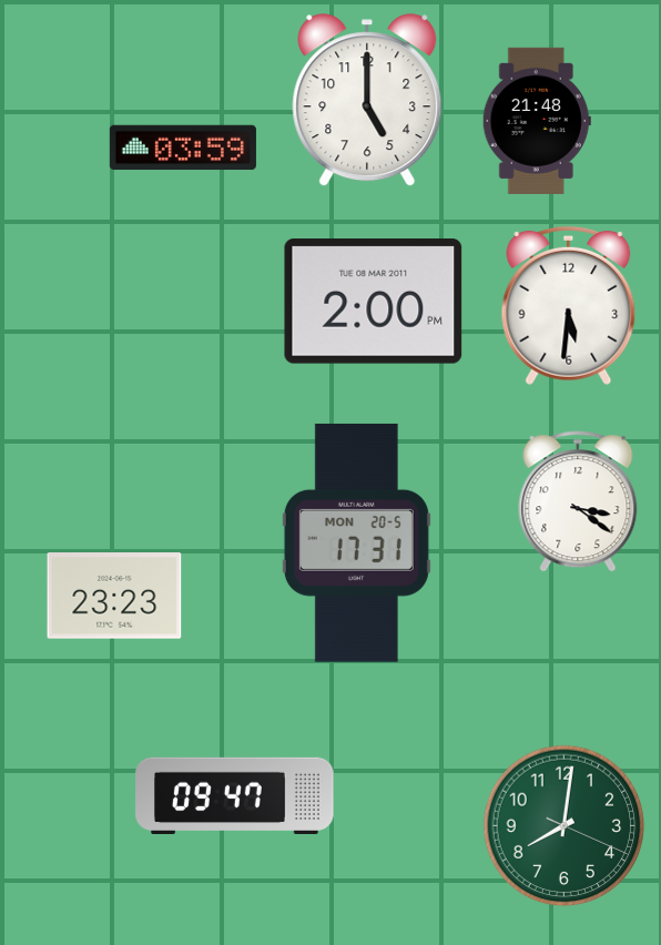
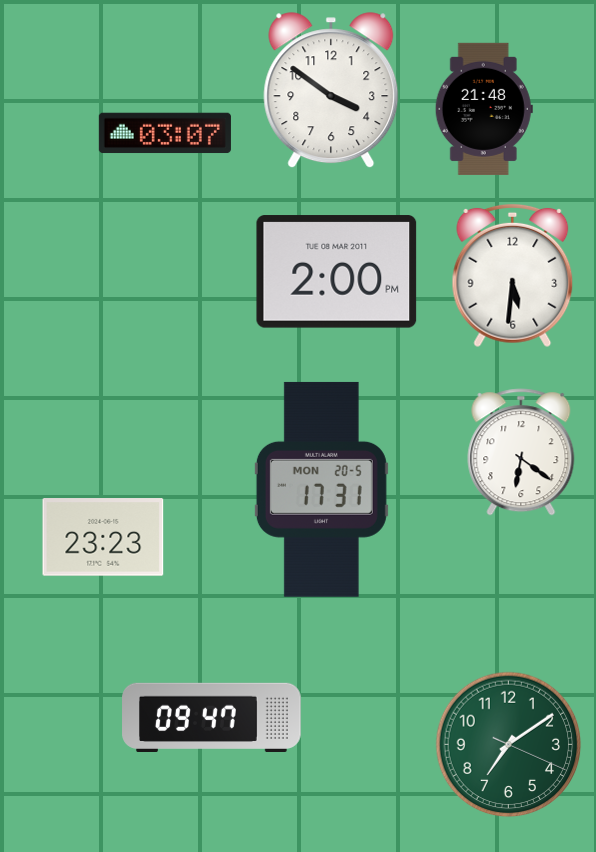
clock at (367, 101): 5:00 -> 3:51
clock at (183, 148): 03:59 -> 03:07
clock at (578, 501): 3:21 -> 6:21
clock at (565, 826): 8:01 -> 7:09
